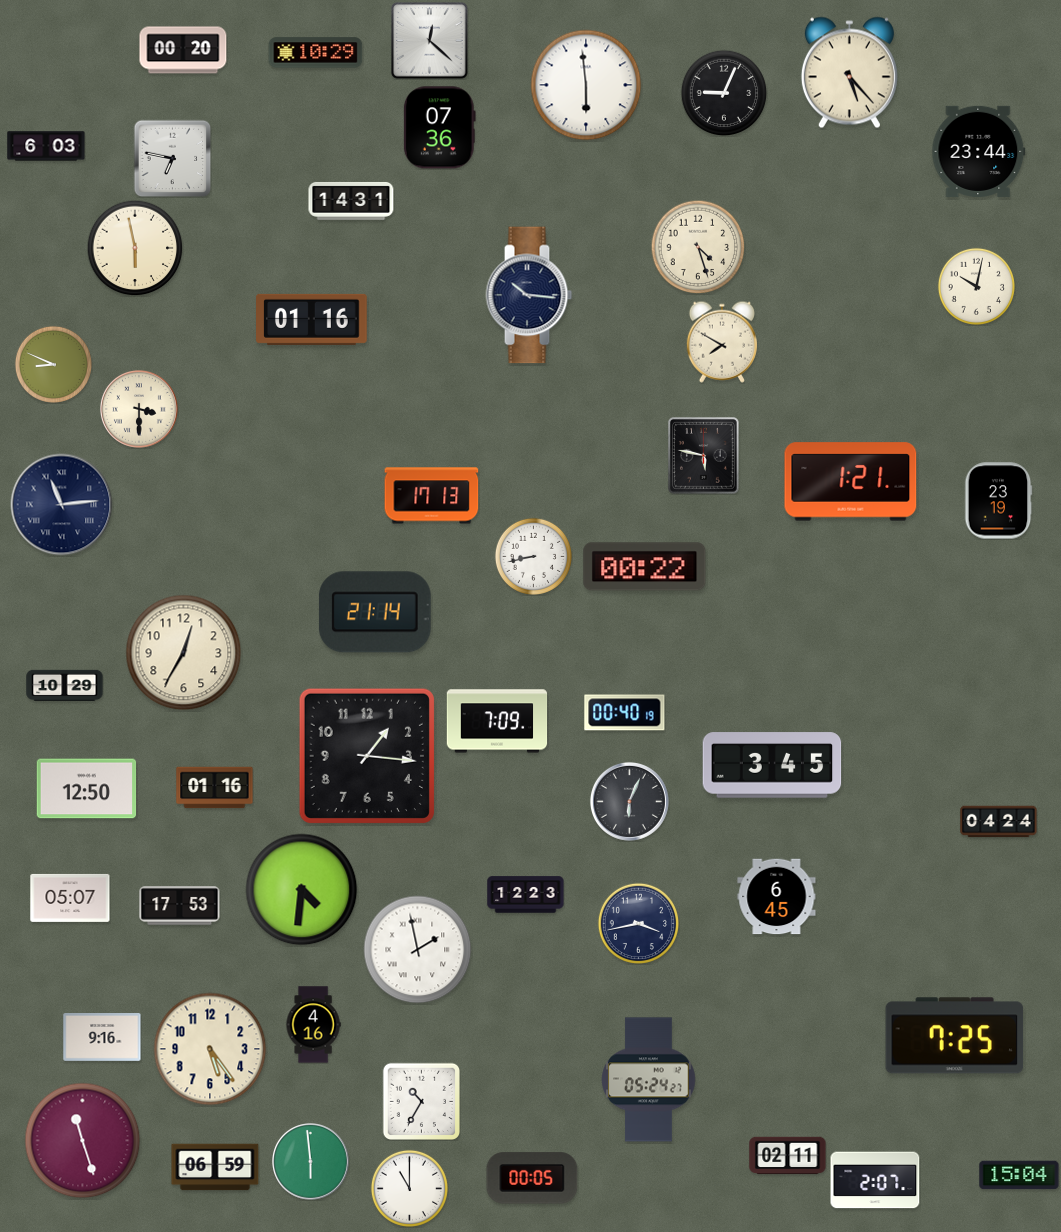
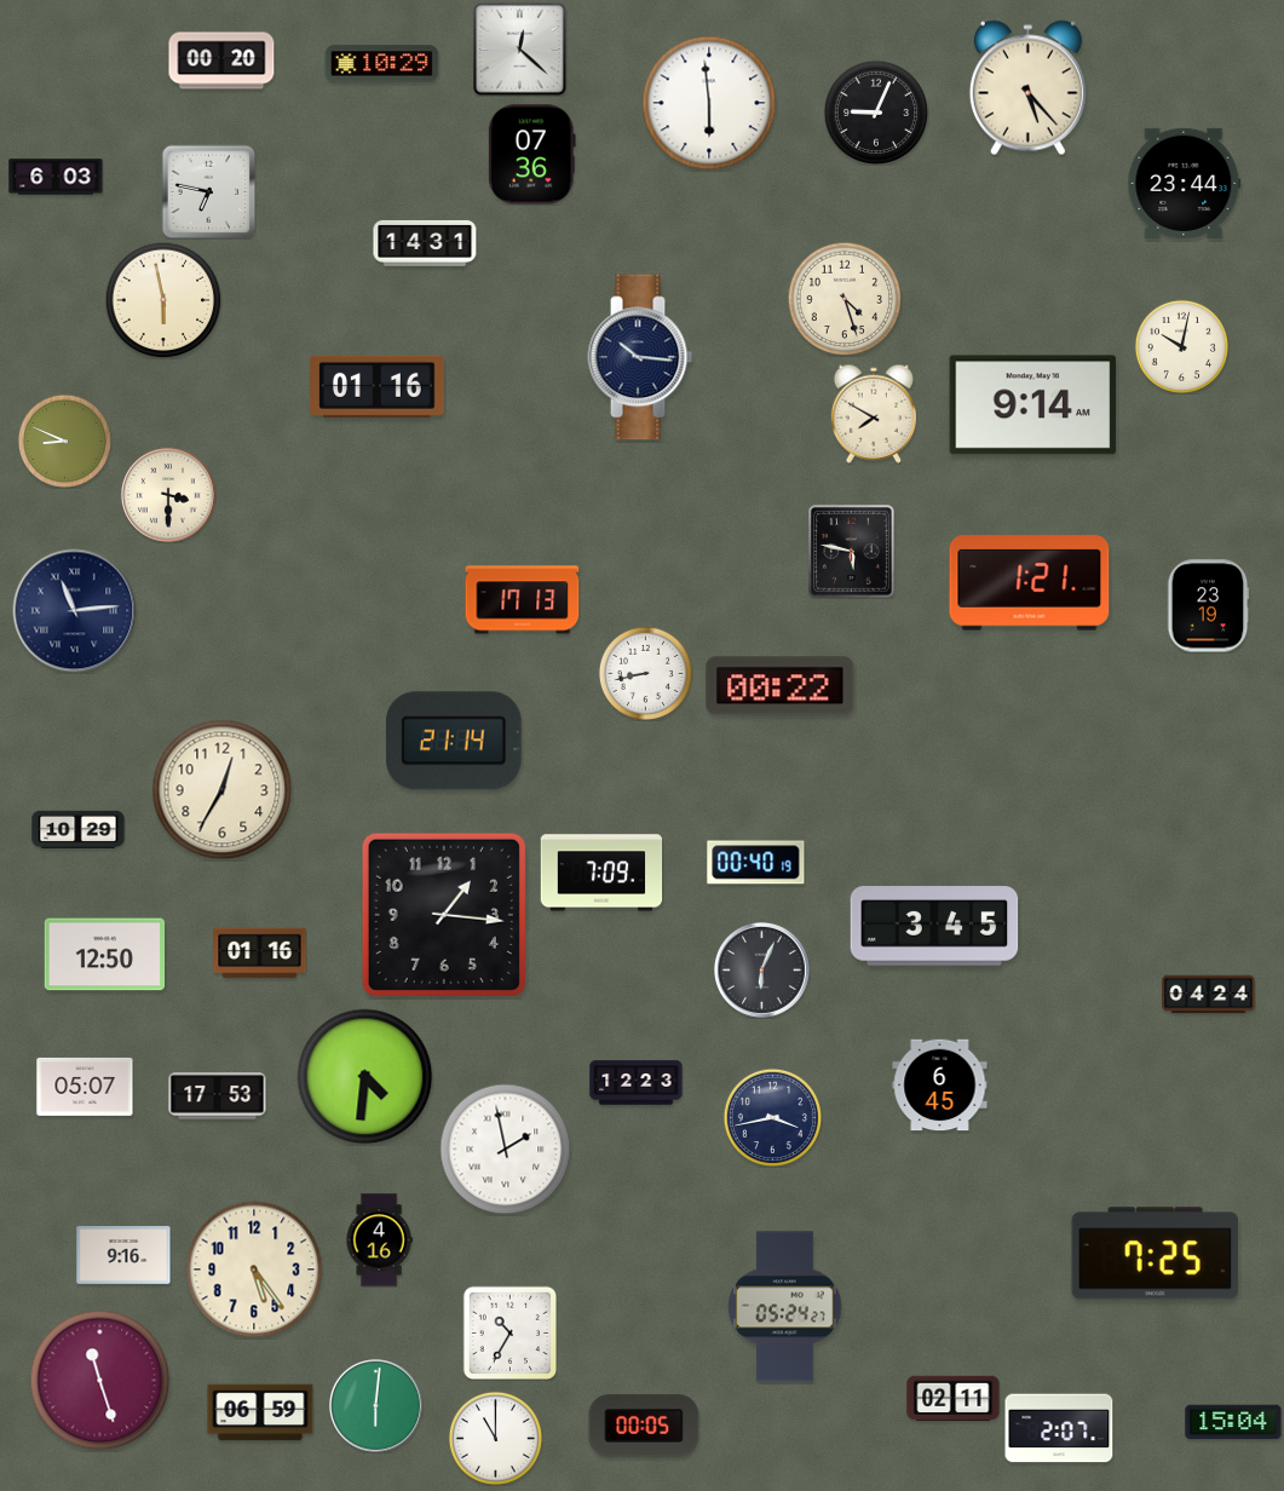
clock at (1033, 405): none -> 9:14
clock at (311, 1162): 5:59 -> 6:01
